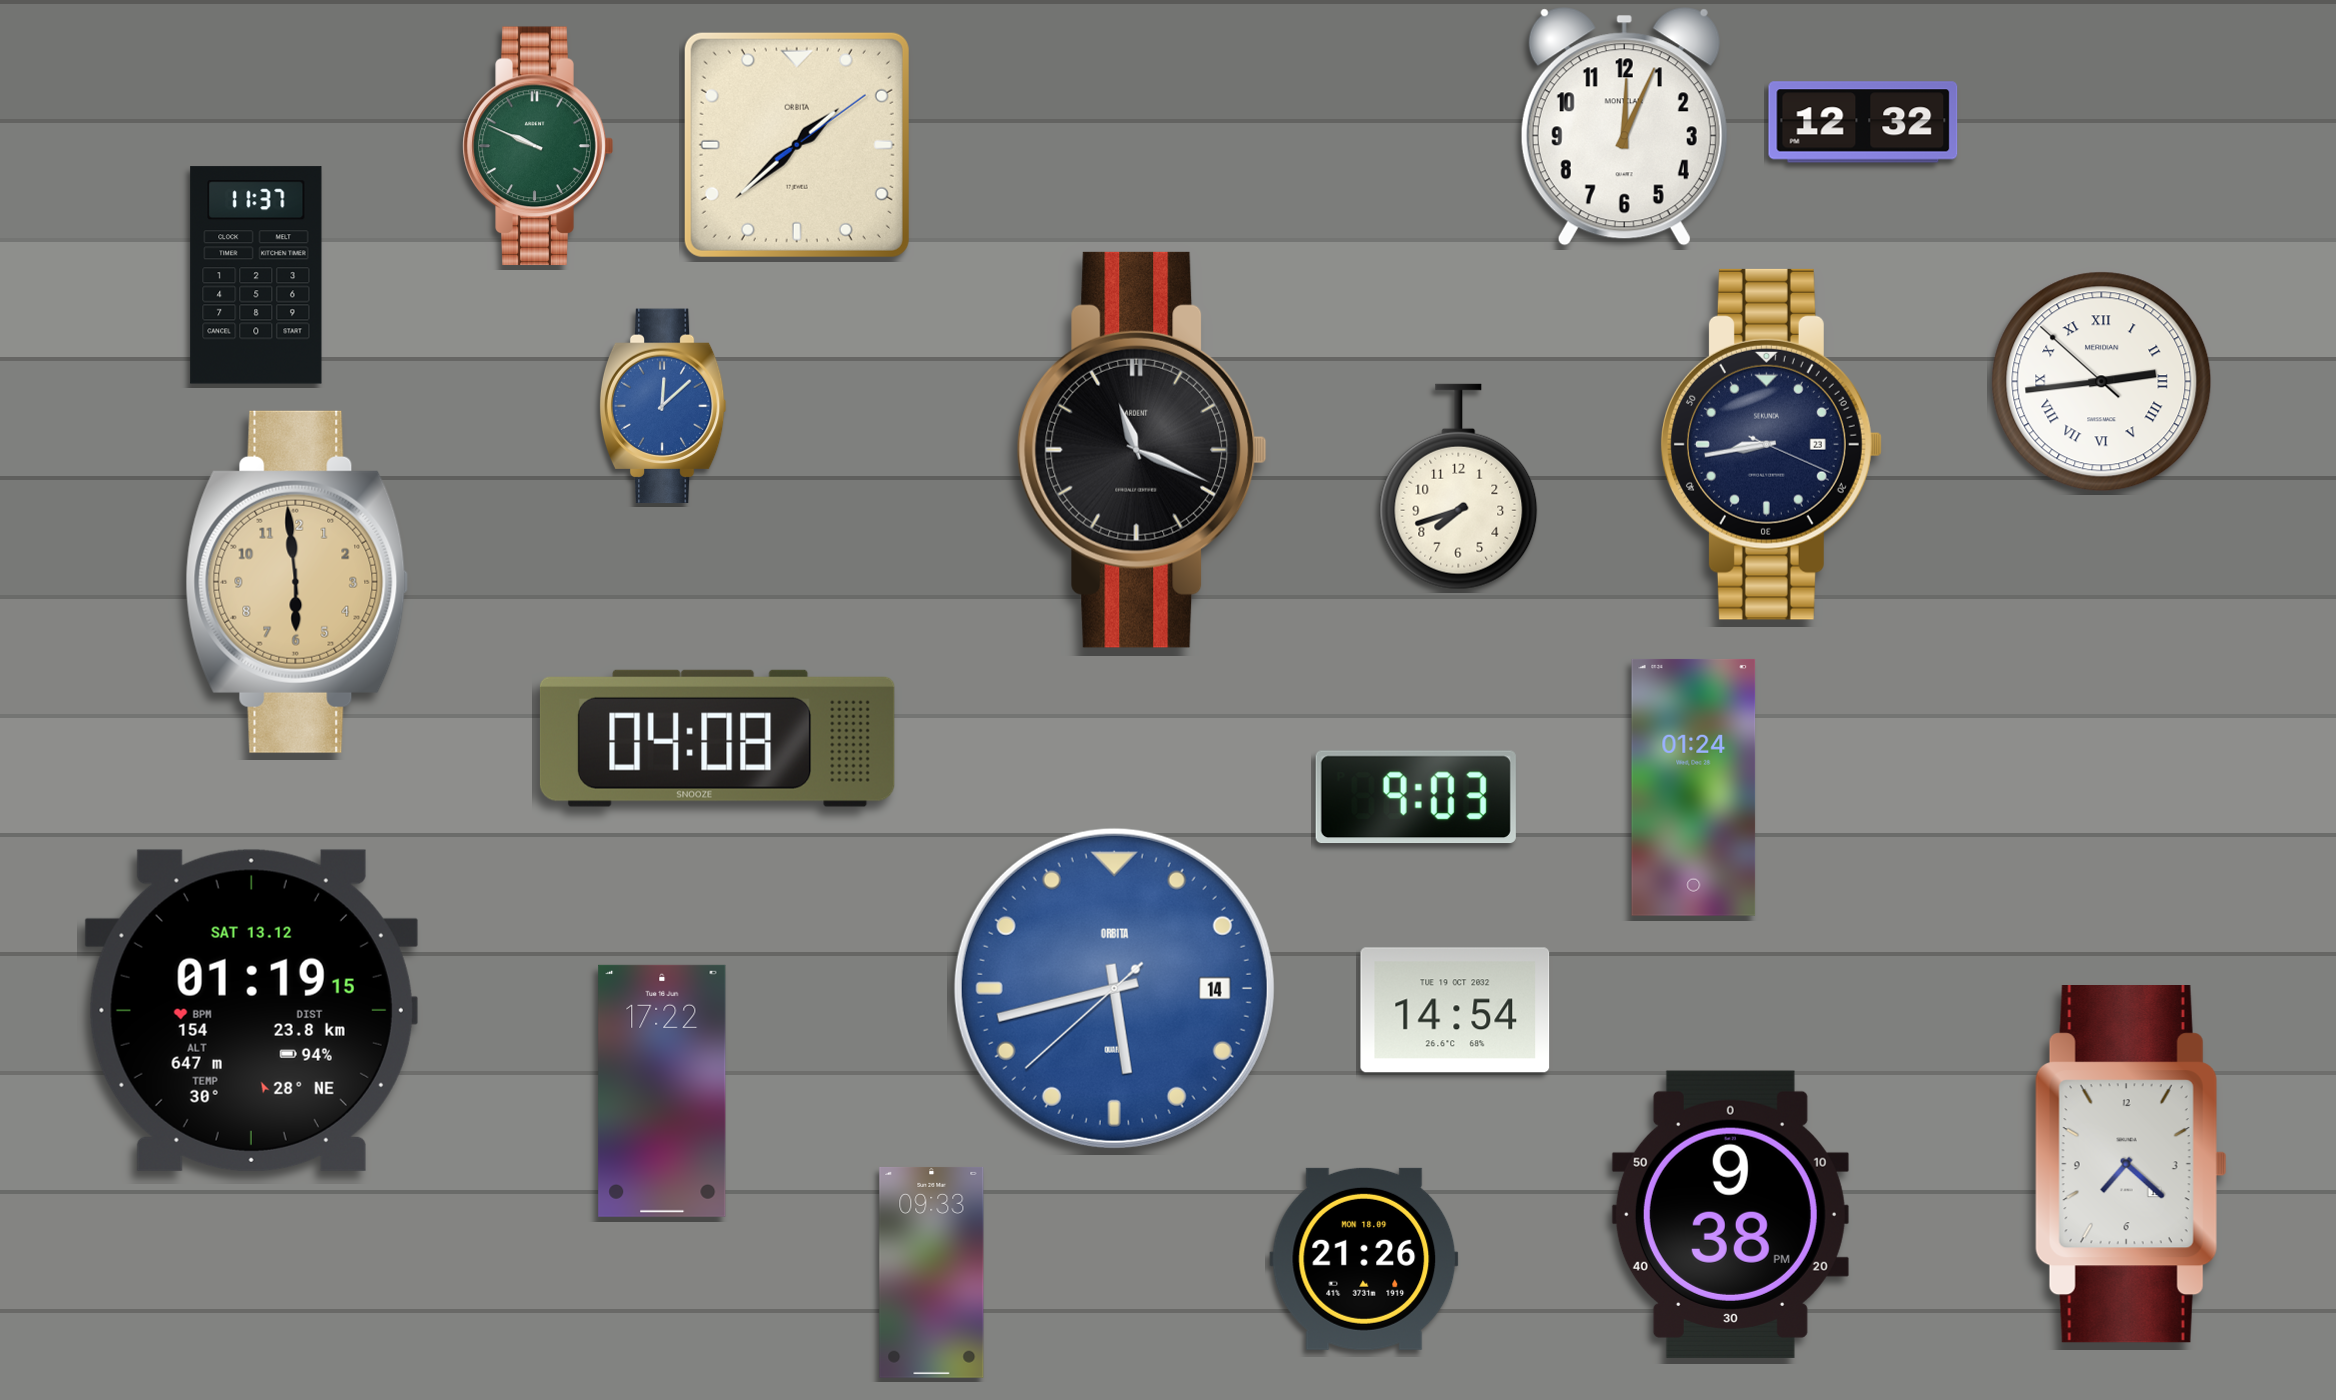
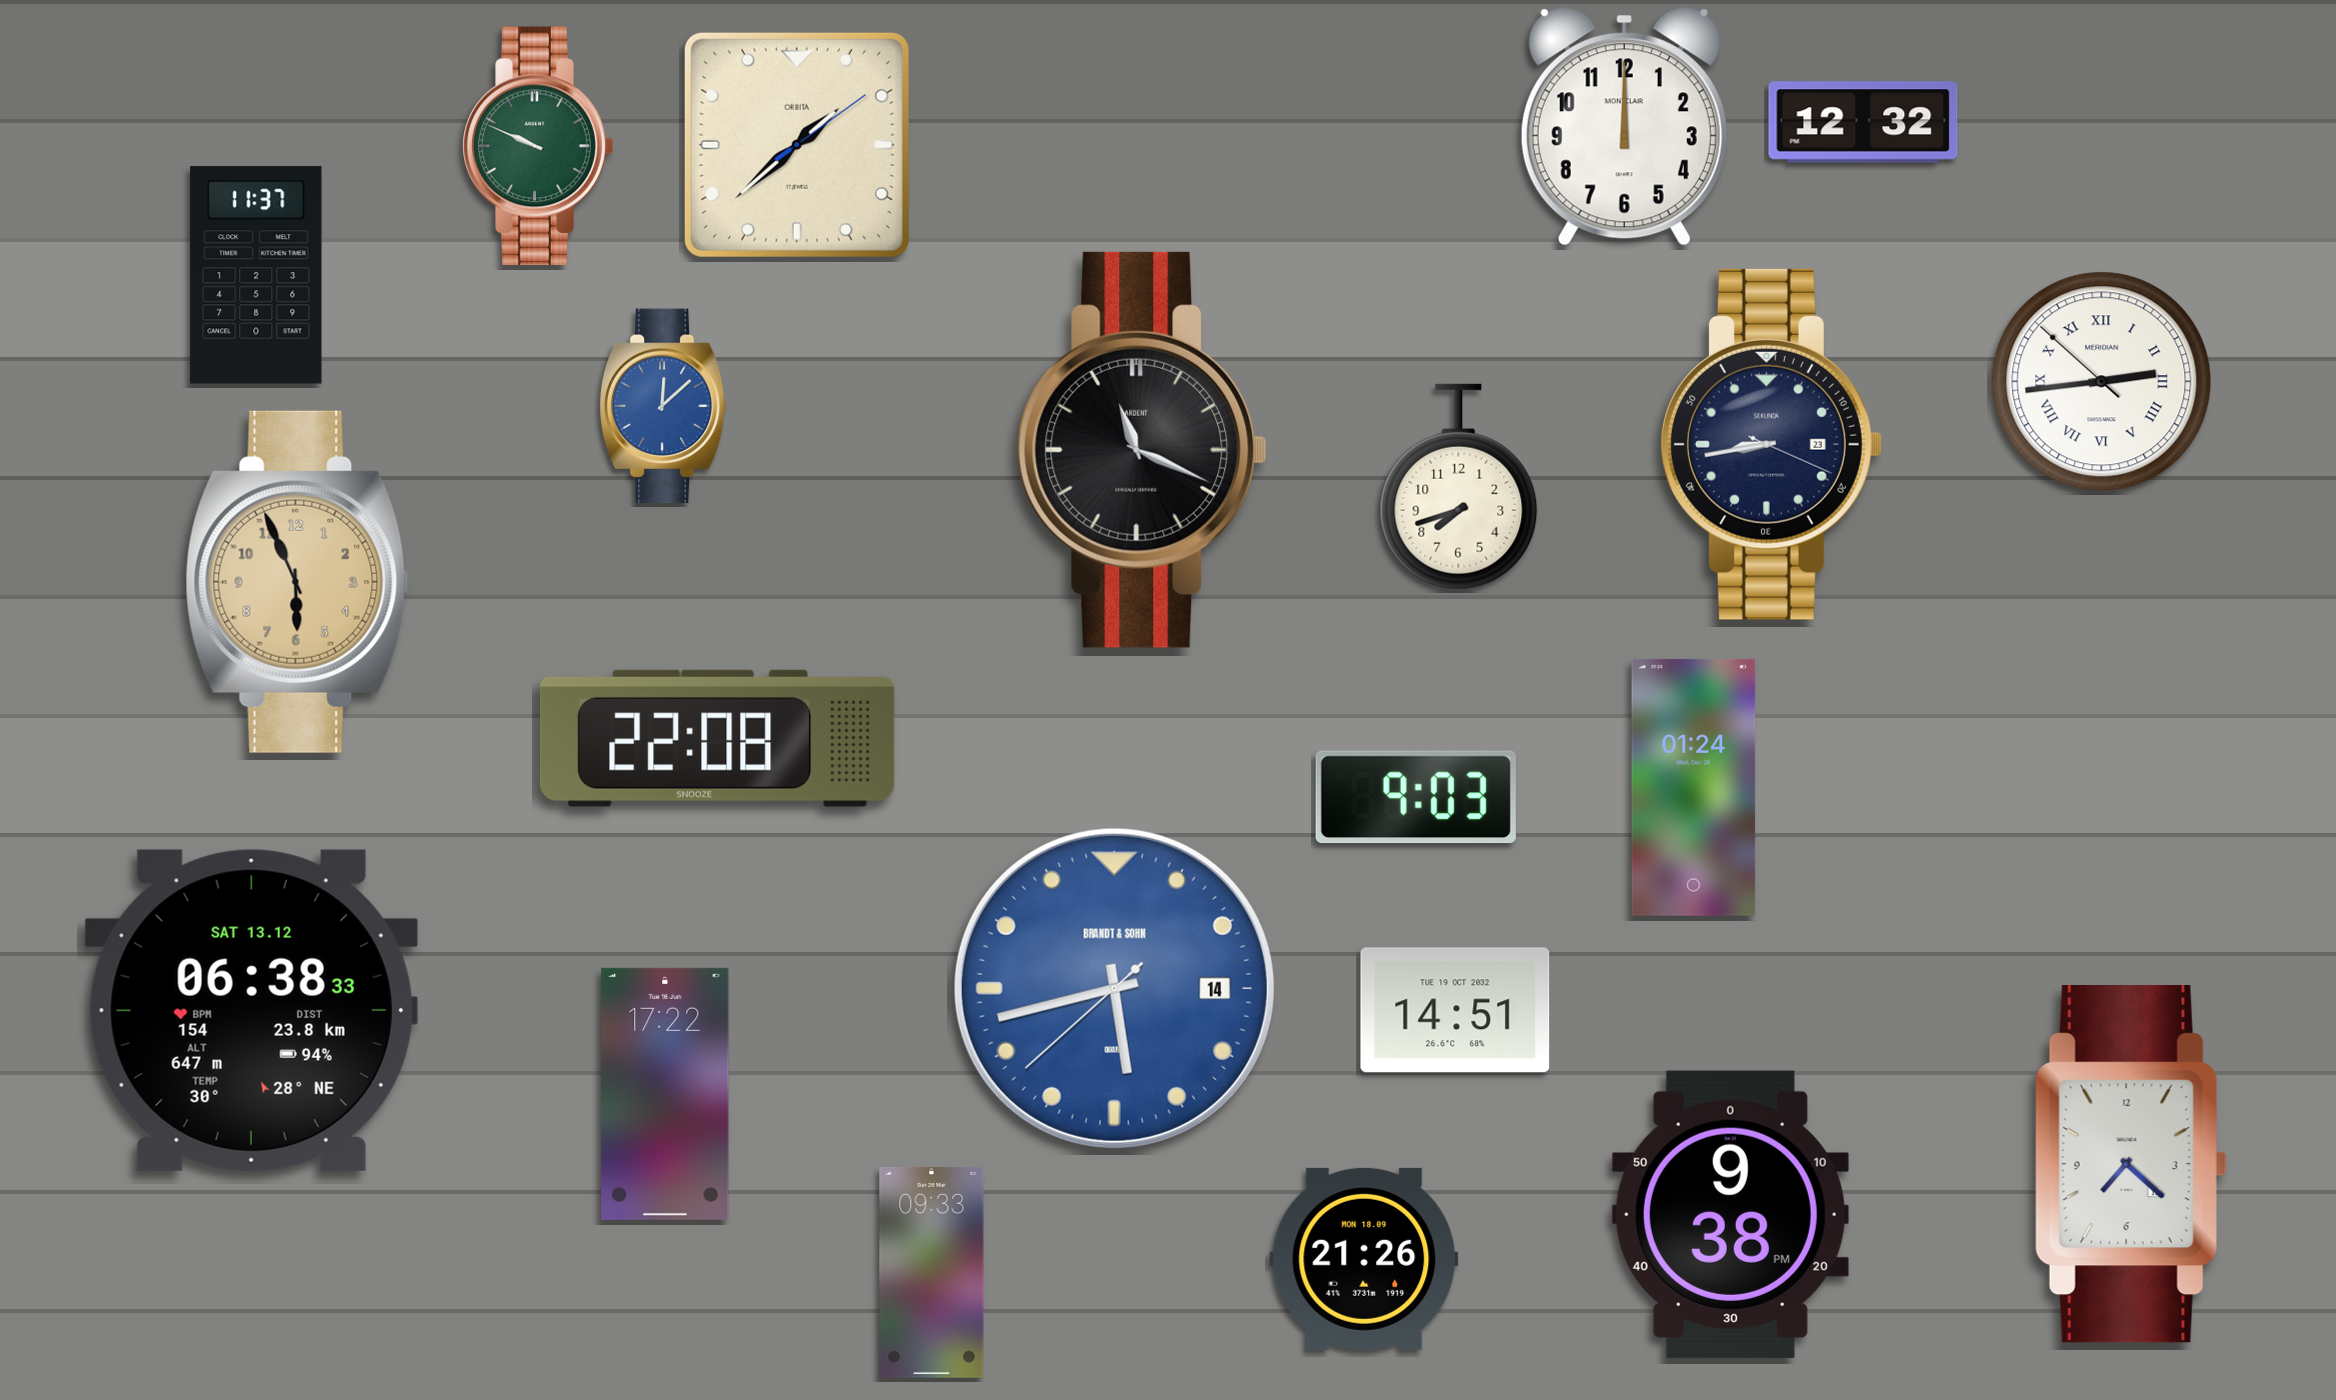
clock at (1624, 127): 12:04 -> 12:00
clock at (297, 582): 5:59 -> 5:56
clock at (717, 738): 04:08 -> 22:08
clock at (1114, 988) brand: ORBITA -> BRANDT & SOHN
clock at (251, 1010): 01:19 -> 06:38
clock at (1455, 1010): 14:54 -> 14:51
clock at (662, 1091) position: (662, 1091) -> (665, 1094)
